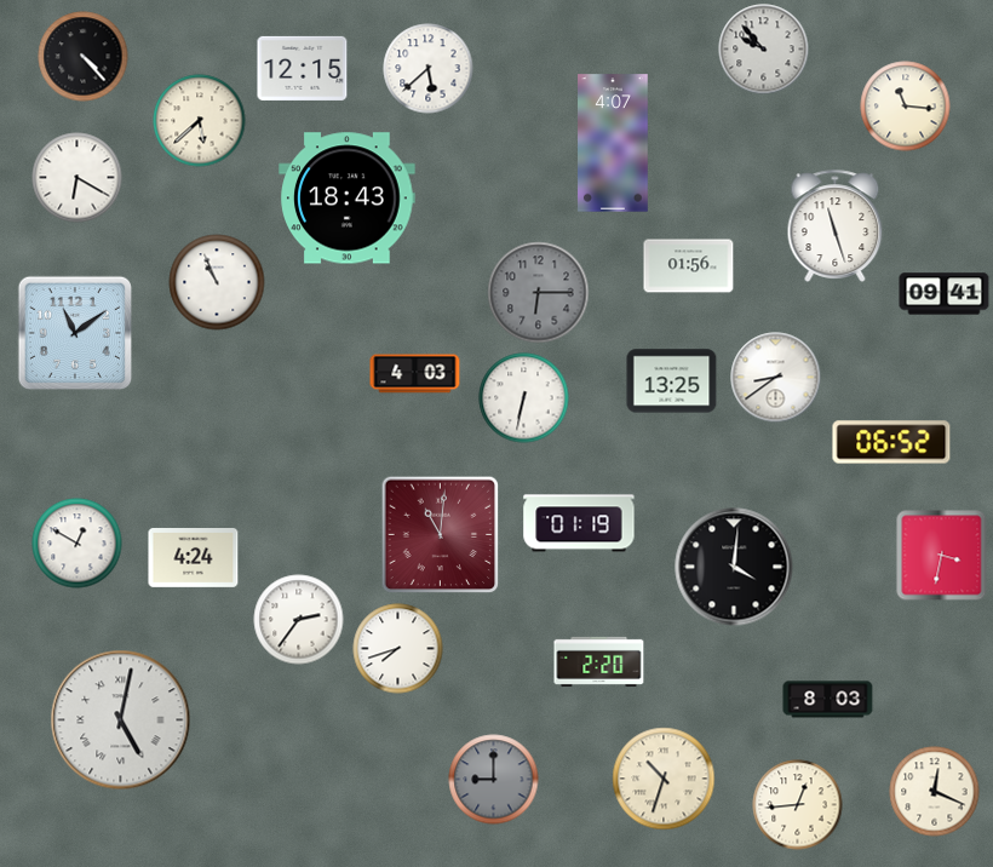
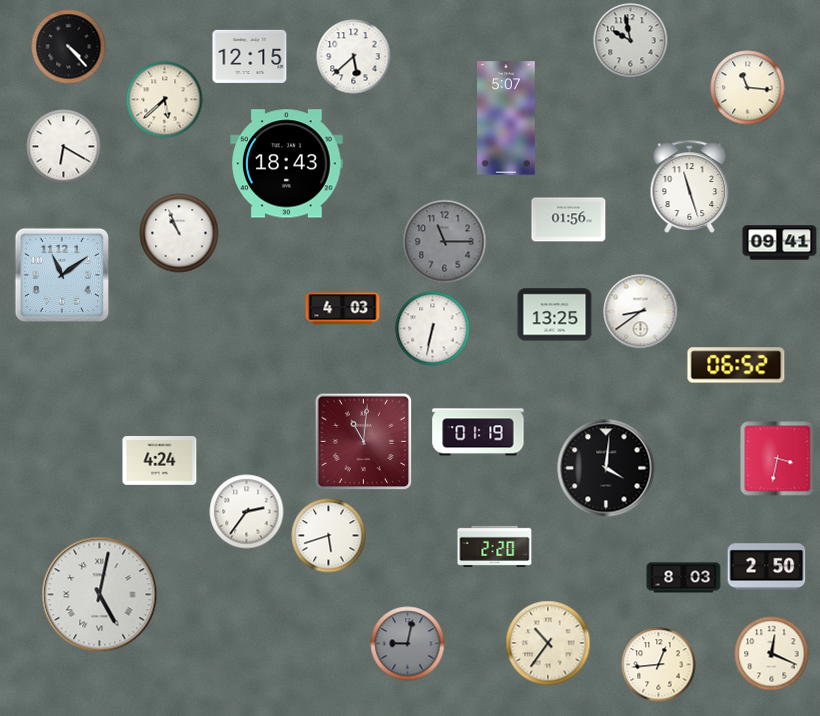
clock at (764, 50): 9:53 -> 9:58
clock at (613, 143): 4:07 -> 5:07
clock at (539, 293): 6:15 -> 11:15
clock at (78, 544): 12:50 -> none
clock at (398, 649): 7:42 -> 5:42
clock at (767, 567): none -> 2:50
clock at (664, 779): 10:33 -> 10:36
clock at (494, 780): 9:00 -> 9:02
